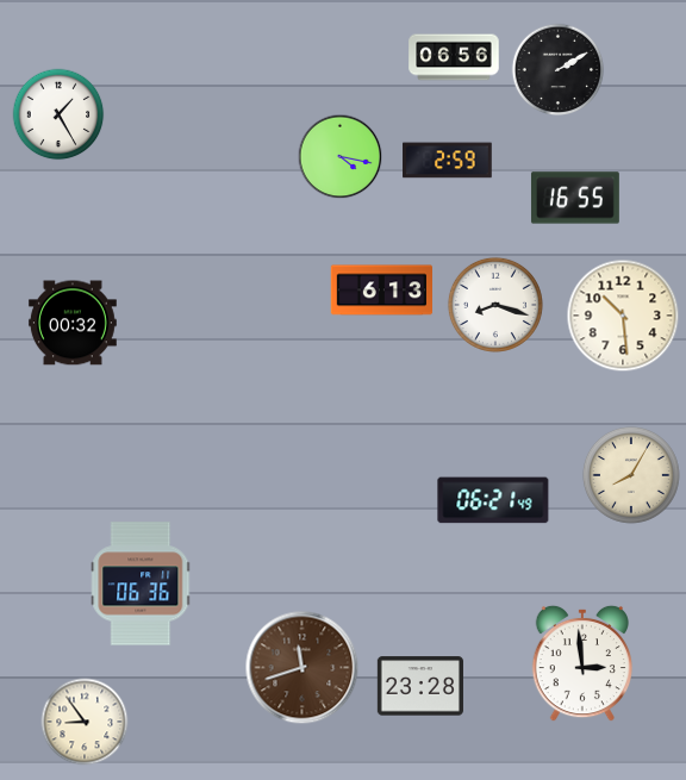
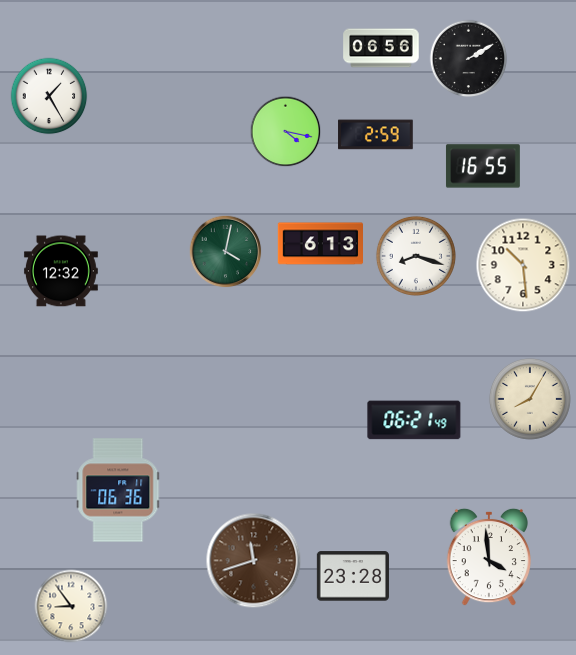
clock at (226, 252): none -> 4:02
clock at (73, 323): 00:32 -> 12:32
clock at (581, 663): 2:59 -> 3:59
